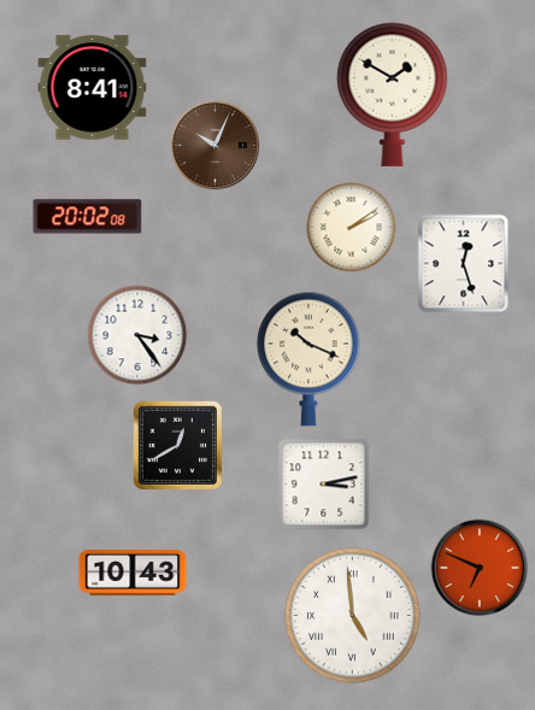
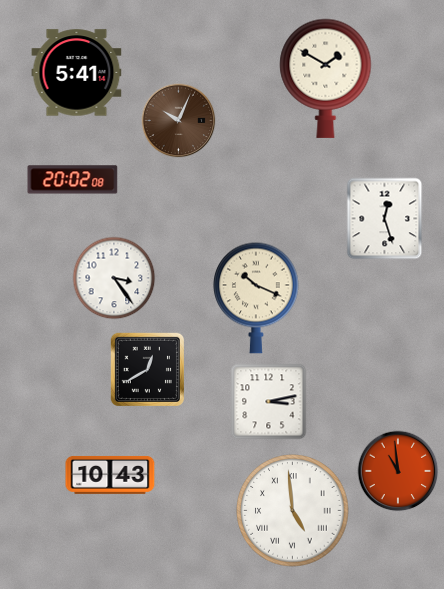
clock at (93, 88): 8:41 -> 5:41
clock at (352, 228): 2:09 -> none
clock at (480, 568): 6:49 -> 10:59
